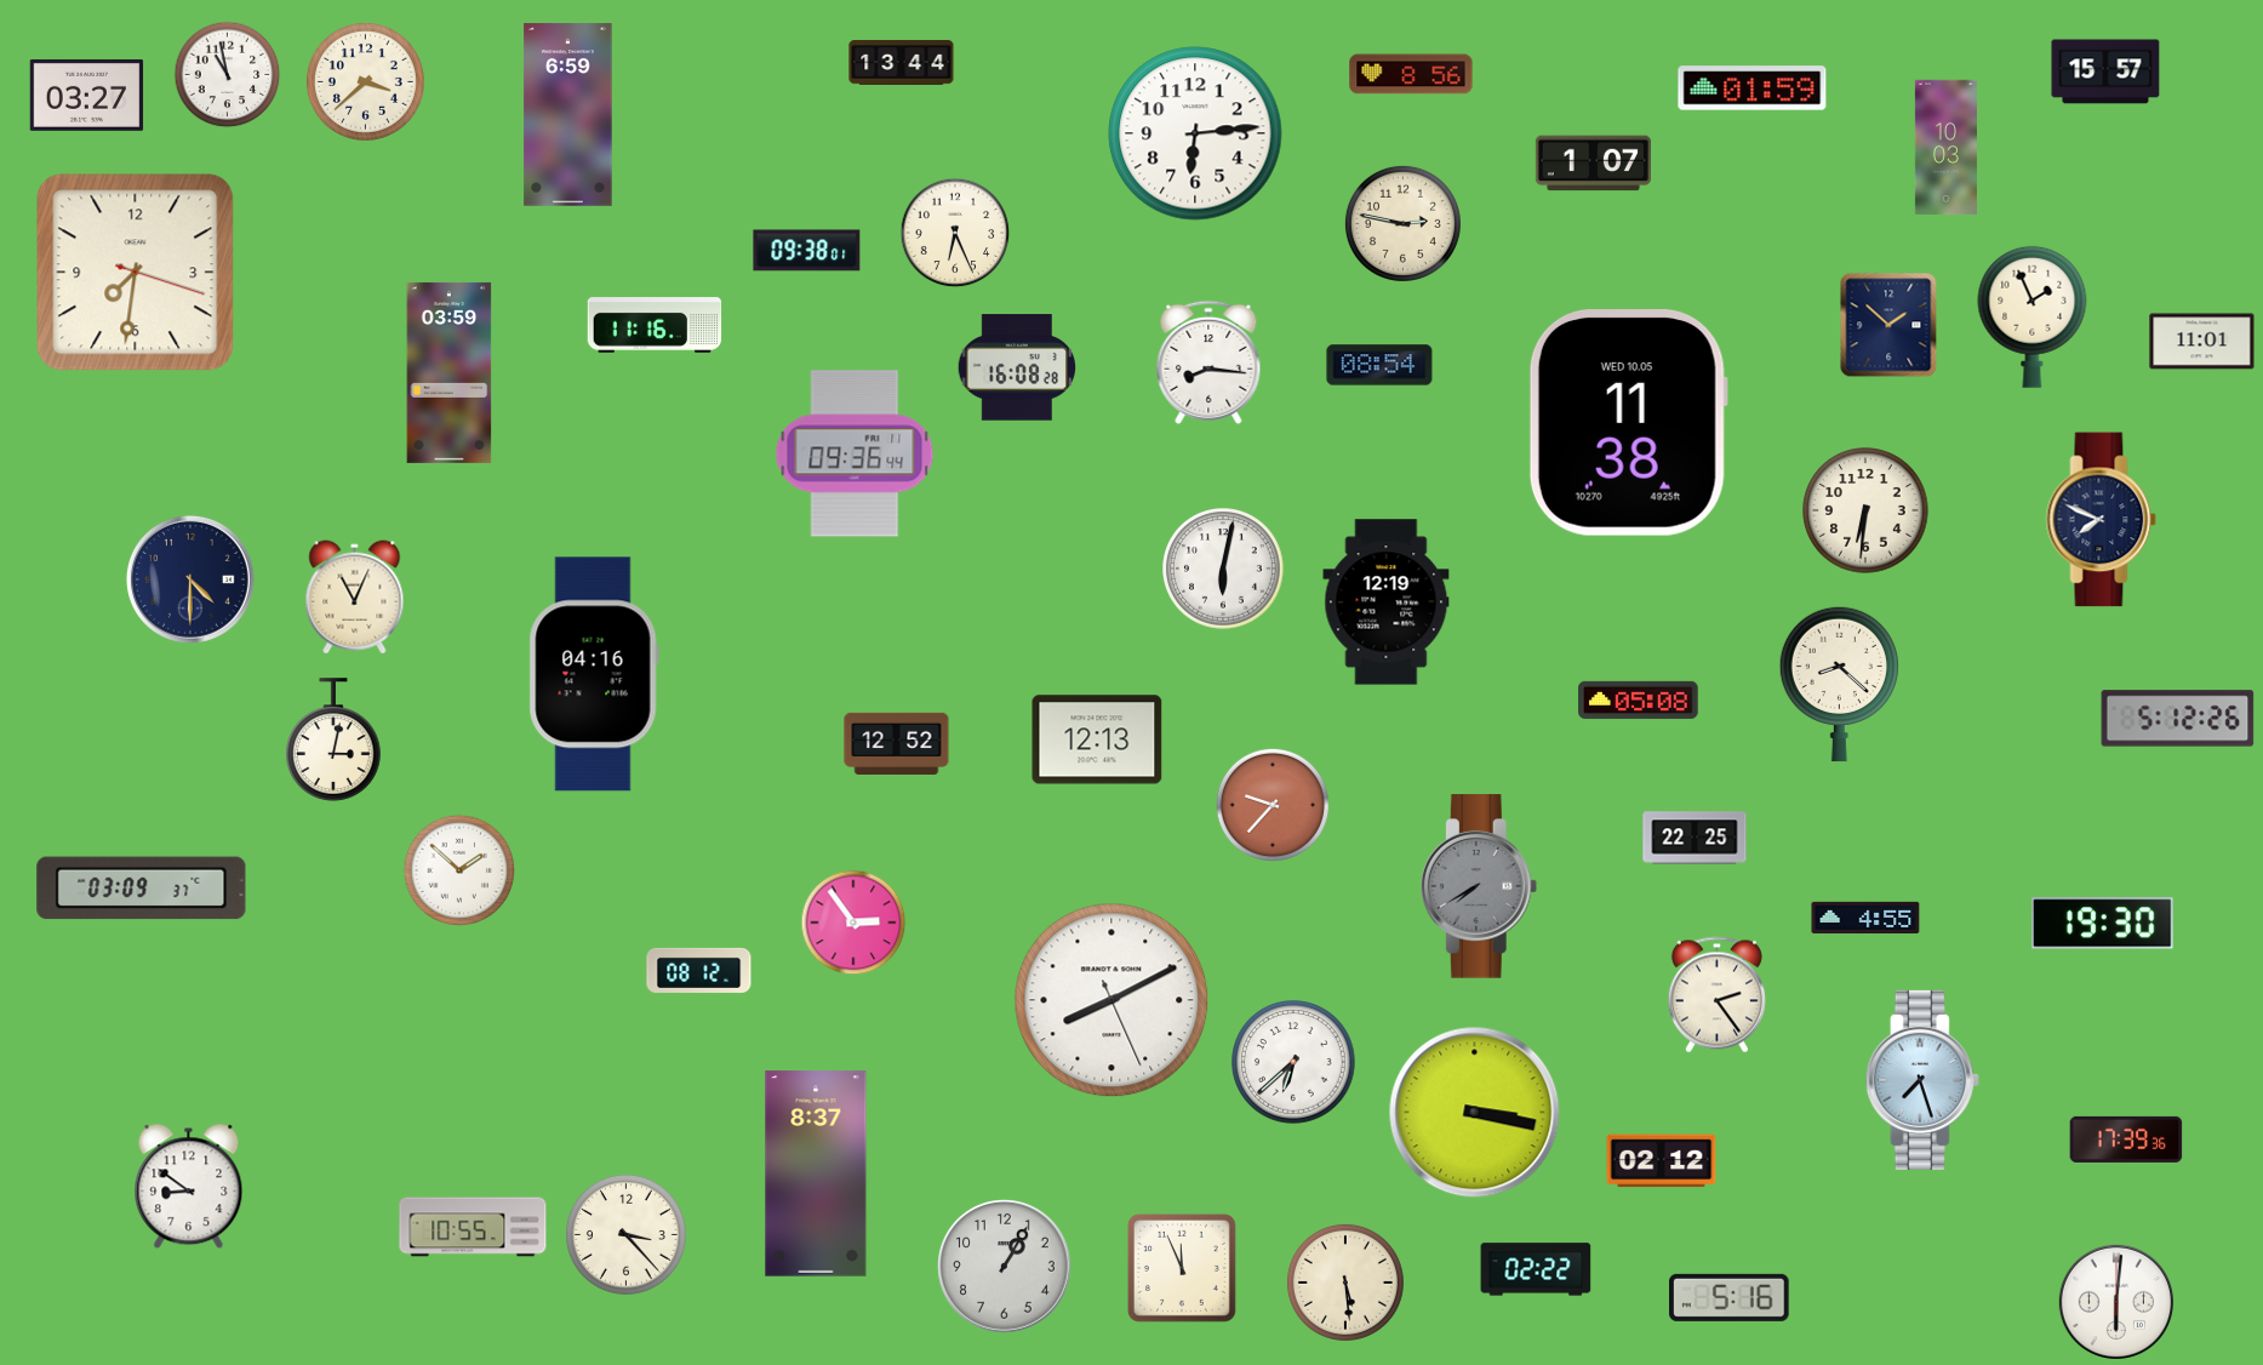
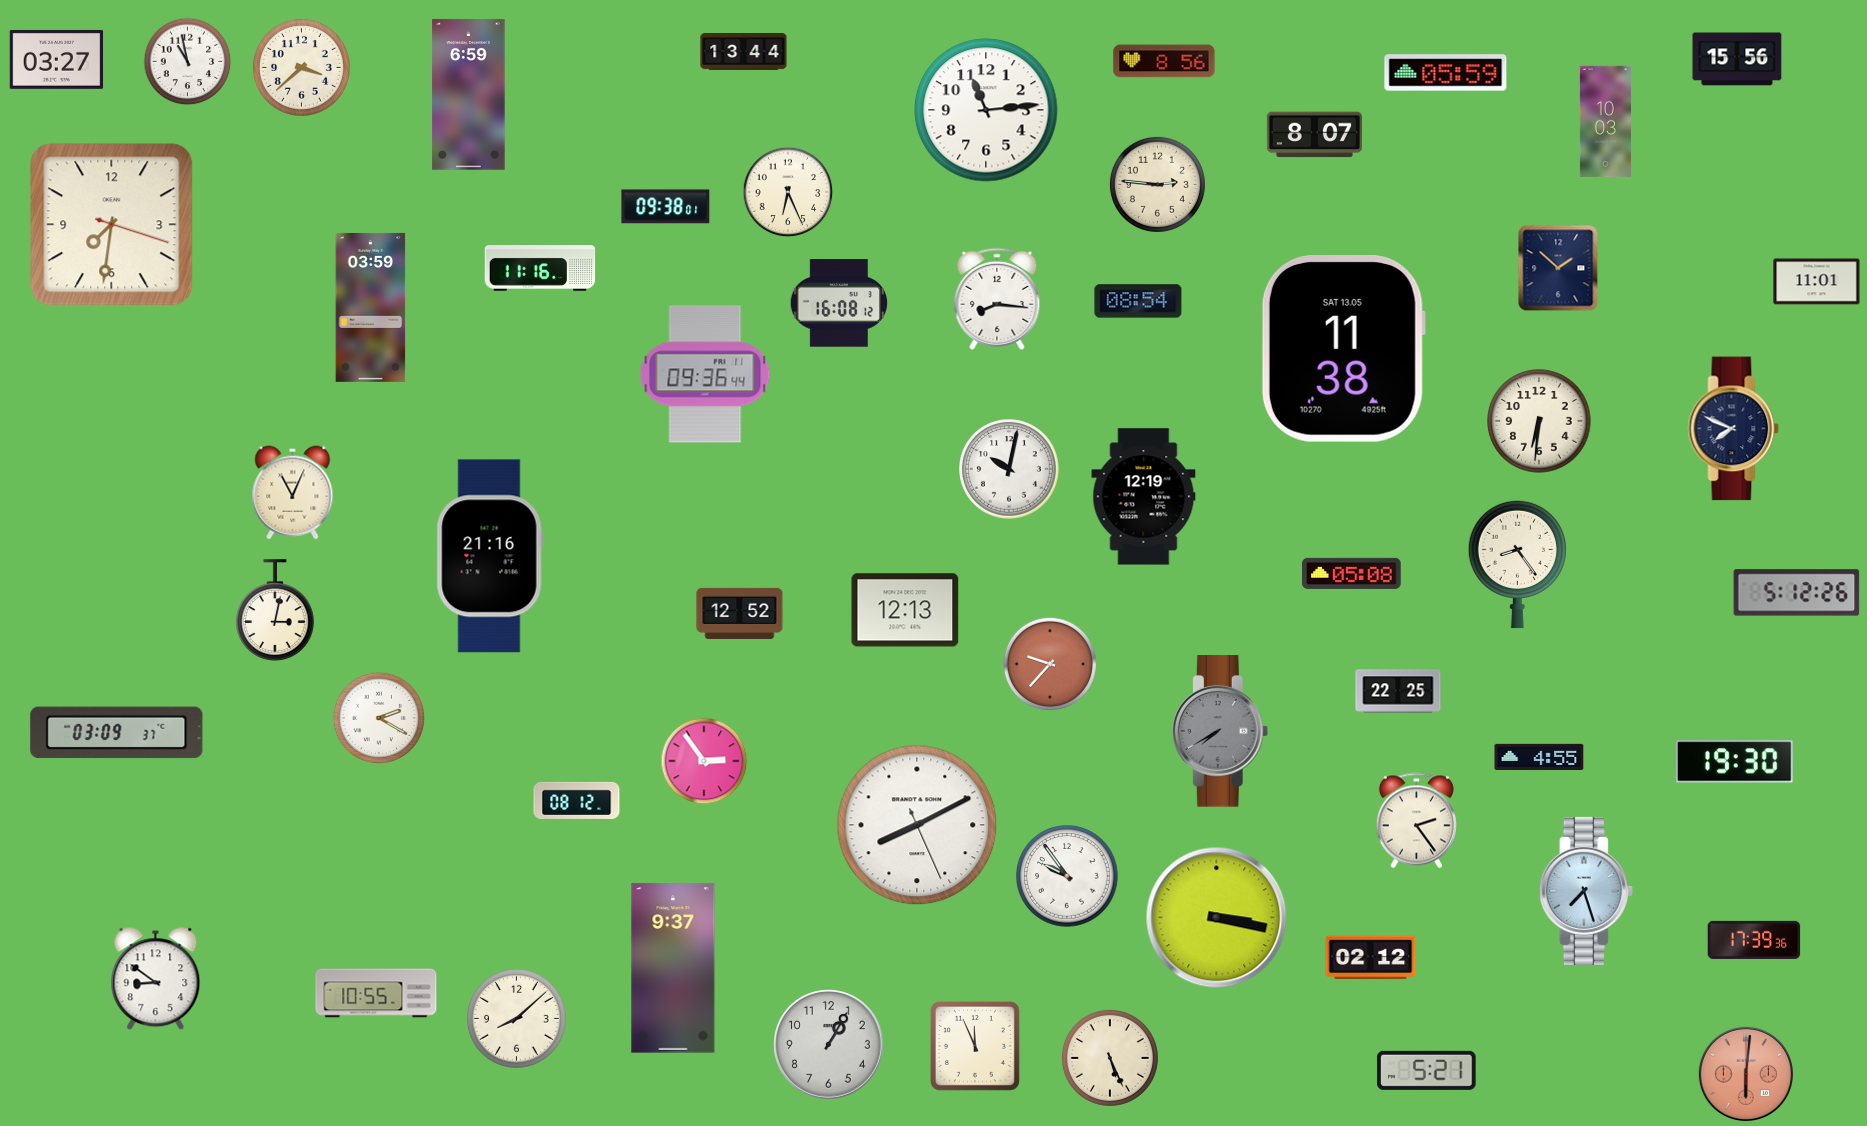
clock at (2105, 72): 15:57 -> 15:56
clock at (1753, 88): 01:59 -> 05:59
clock at (87, 95) position: (87, 95) -> (57, 59)
clock at (1195, 133): 6:14 -> 11:14
clock at (1593, 164): 1:07 -> 8:07
clock at (1402, 223): 2:47 -> 2:46
clock at (2033, 316): 1:56 -> none
clock at (1016, 367): 16:08:28 -> 16:08:12
clock at (1628, 423) date: WED 10.05 -> SAT 13.05
clock at (1224, 570): 6:02 -> 10:02
clock at (190, 579): 4:30 -> none
clock at (594, 674): 04:16 -> 21:16
clock at (1839, 684): 8:22 -> 8:24
clock at (1639, 699) position: (1639, 699) -> (1352, 573)
clock at (459, 870): 1:52 -> 2:20
clock at (1293, 1062): 6:38 -> 9:54
clock at (816, 1173): 8:37 -> 9:37
clock at (473, 1227) position: (473, 1227) -> (376, 993)
clock at (627, 1235): 3:23 -> 8:08
clock at (1536, 1269): 02:22 -> none
clock at (1345, 1283): 5:29 -> 5:26
clock at (1730, 1297): 5:16 -> 5:21
clock at (2116, 1302) dial: white -> salmon
